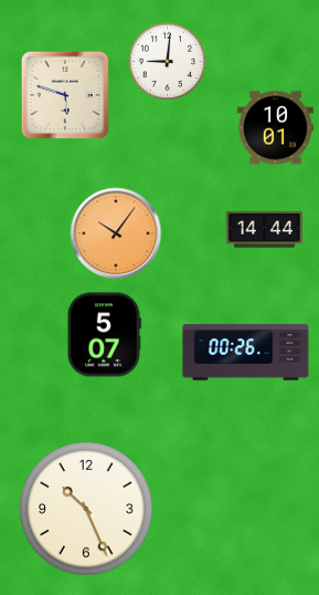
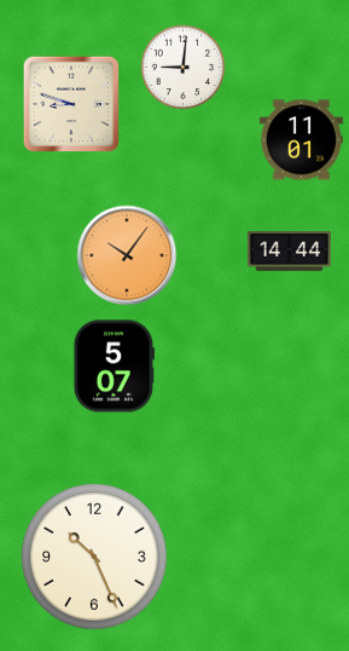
clock at (65, 95): 5:48 -> 8:48
clock at (275, 128): 10:01 -> 11:01
clock at (246, 353): 00:26 -> none
